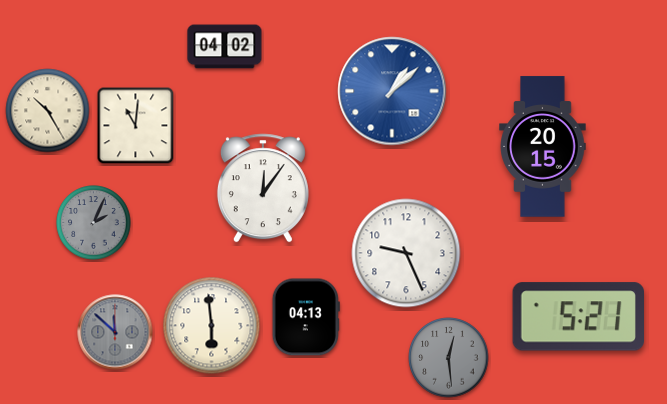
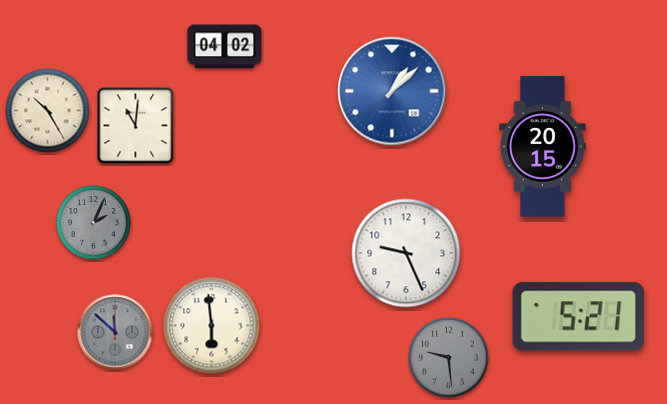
clock at (263, 188): 12:06 -> none
clock at (306, 317): 04:13 -> none
clock at (449, 358): 12:29 -> 9:29
